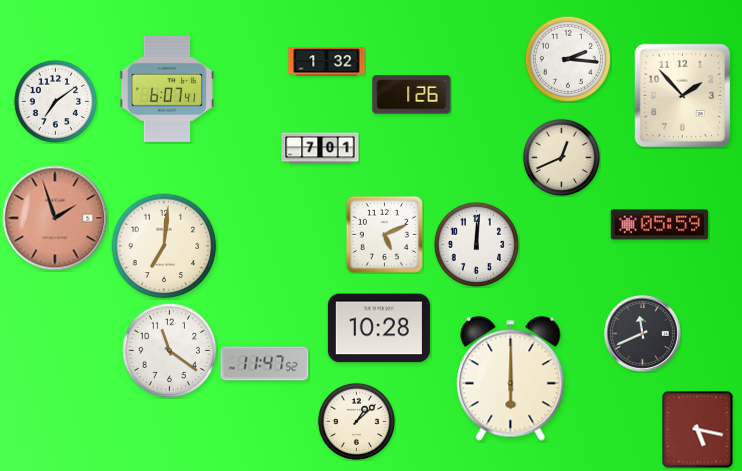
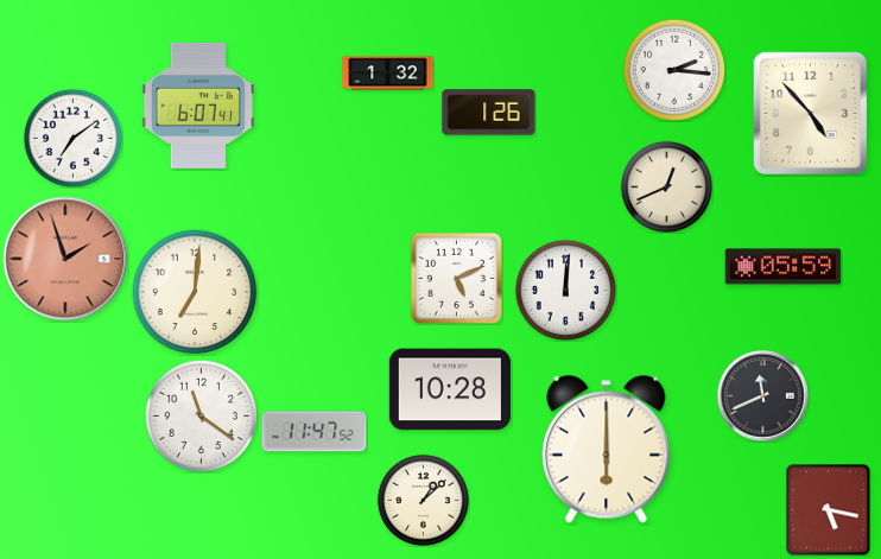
clock at (682, 95): 1:53 -> 4:53
clock at (55, 101) position: (55, 101) -> (72, 138)
clock at (320, 148): 7:01 -> none
